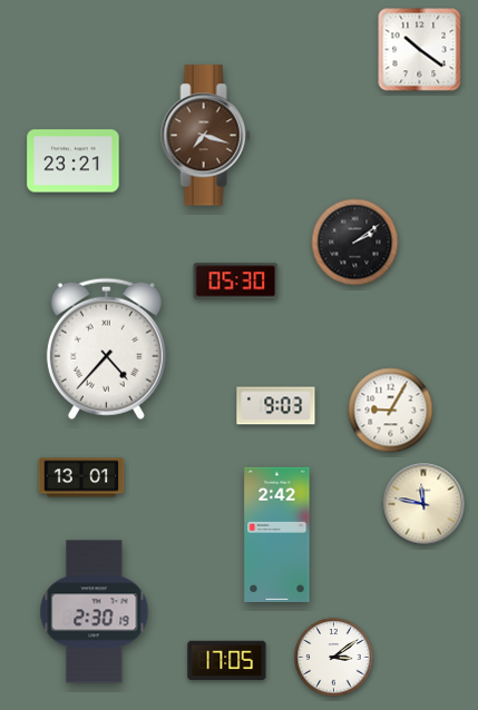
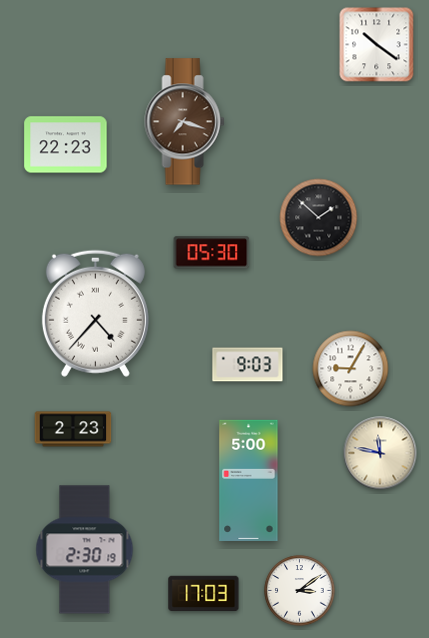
clock at (74, 161): 23:21 -> 22:23
clock at (355, 243): 2:09 -> 1:52
clock at (81, 477): 13:01 -> 2:23
clock at (277, 534): 2:42 -> 5:00
clock at (227, 661): 17:05 -> 17:03
